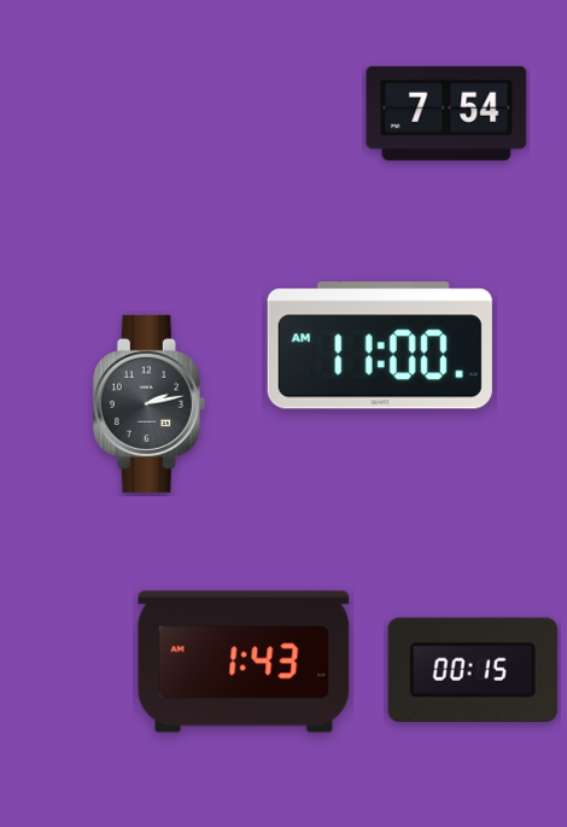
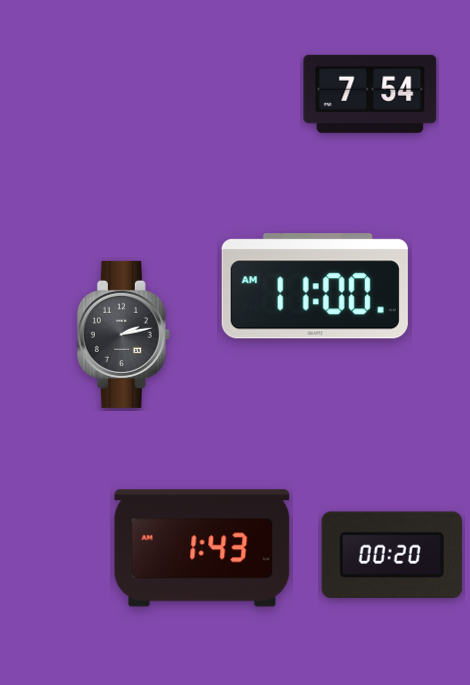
clock at (473, 669): 00:15 -> 00:20
